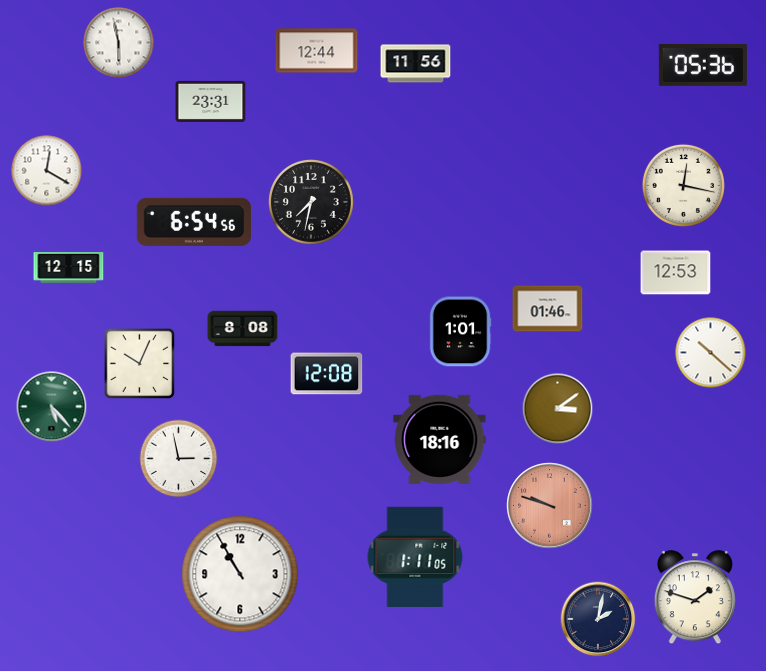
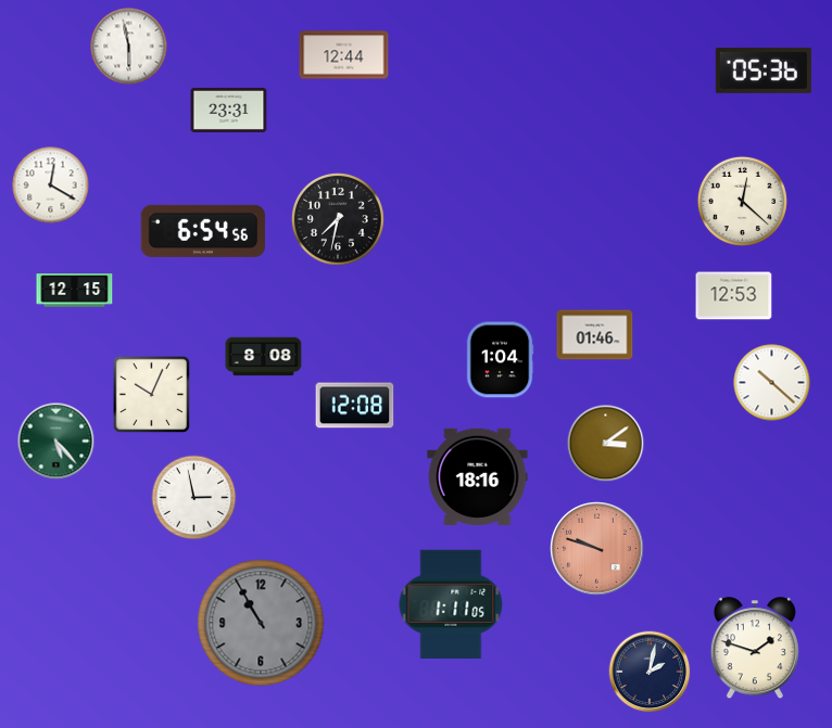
clock at (416, 64): 11:56 -> none
clock at (683, 185): 12:17 -> 12:22
clock at (194, 222) position: (194, 222) -> (203, 231)
clock at (460, 332): 1:01 -> 1:04
clock at (240, 574) dial: white -> grey
